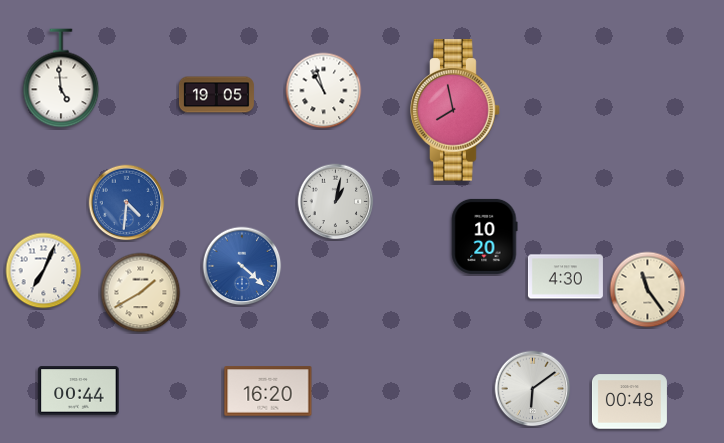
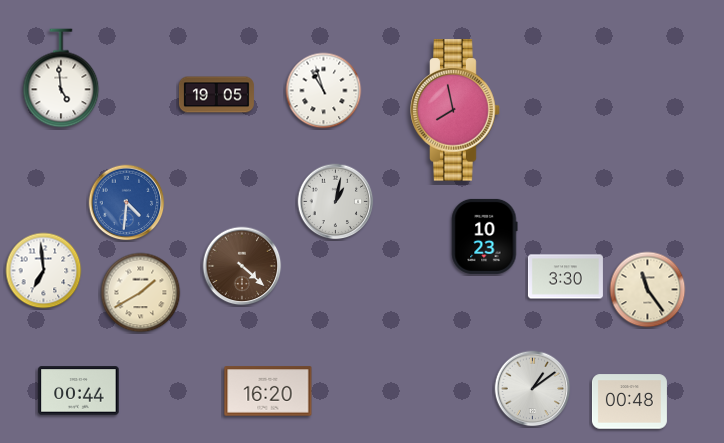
clock at (485, 236): 10:20 -> 10:23
clock at (242, 266) dial: blue -> brown
clock at (44, 271): 7:04 -> 6:59
clock at (565, 277): 4:30 -> 3:30
clock at (533, 389): 6:09 -> 1:09
